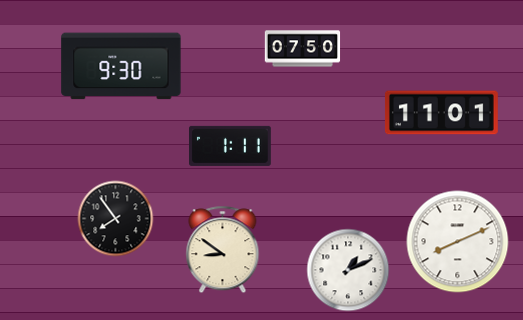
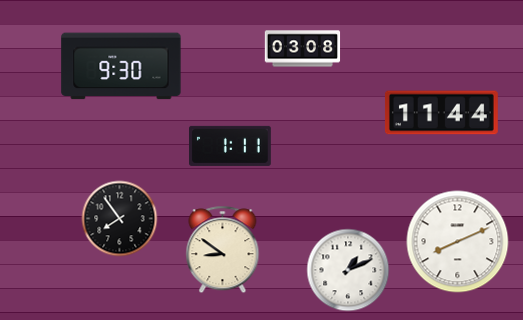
clock at (303, 49): 07:50 -> 03:08
clock at (442, 113): 11:01 -> 11:44
clock at (116, 219) position: (116, 219) -> (120, 219)
